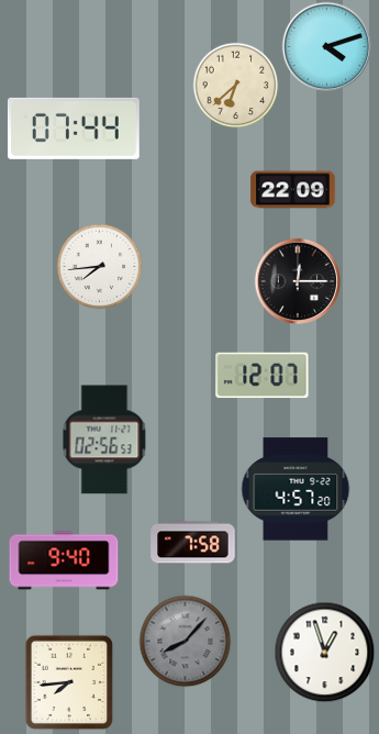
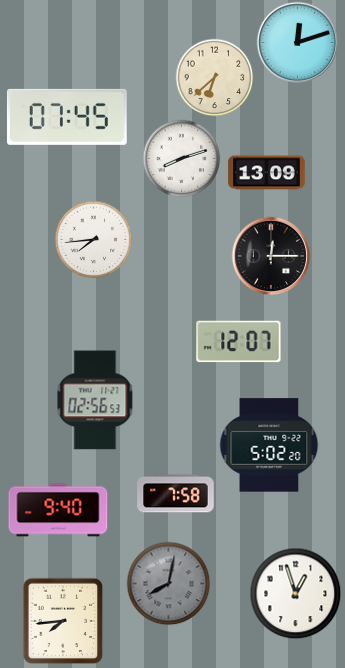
clock at (326, 46): 4:12 -> 12:12
clock at (74, 129): 07:44 -> 07:45
clock at (181, 158): none -> 8:12
clock at (293, 190): 22:09 -> 13:09
clock at (99, 266) position: (99, 266) -> (93, 239)
clock at (296, 489): 4:57 -> 5:02
clock at (185, 641): 8:07 -> 8:02
